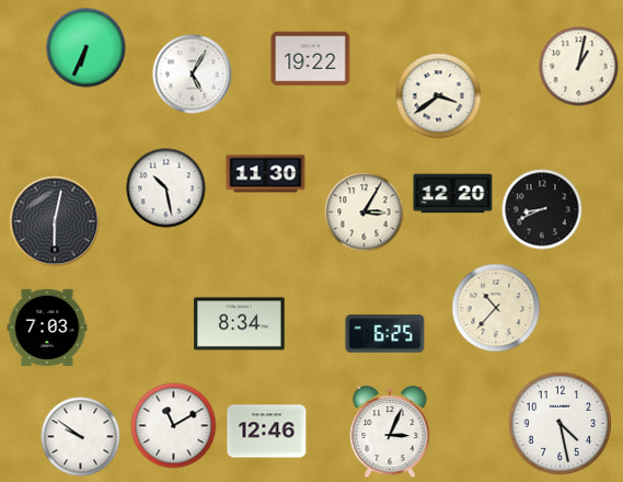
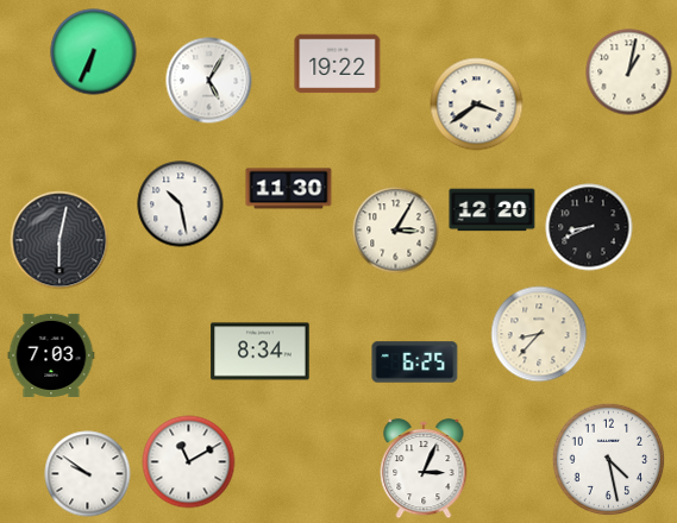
clock at (496, 308): 10:37 -> 8:37
clock at (385, 334) position: (385, 334) -> (415, 363)
clock at (267, 432): 12:46 -> none
